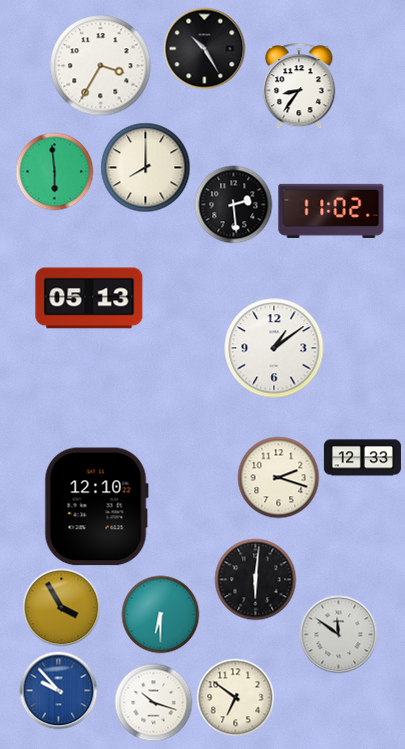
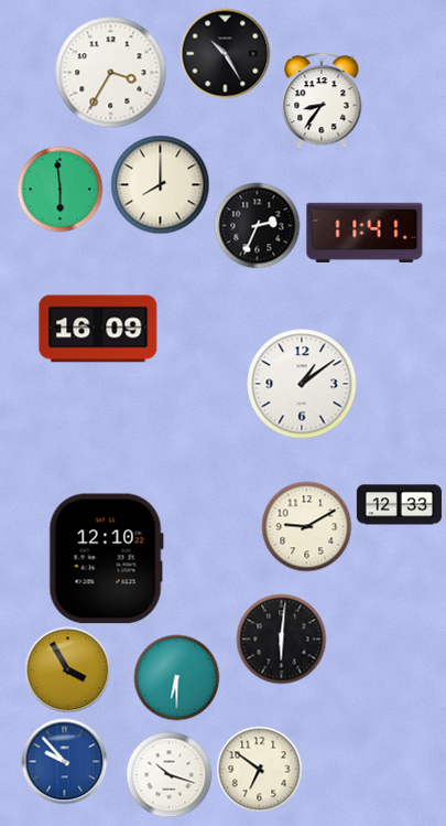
clock at (299, 86) position: (299, 86) -> (322, 100)
clock at (233, 204): 2:29 -> 2:34
clock at (331, 211): 11:02 -> 11:41
clock at (89, 298): 05:13 -> 16:09
clock at (278, 477): 2:18 -> 9:10
clock at (338, 634): 11:51 -> none
